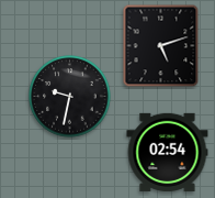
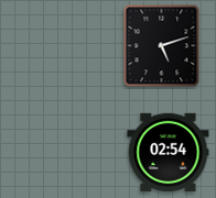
clock at (70, 97): 9:32 -> none
